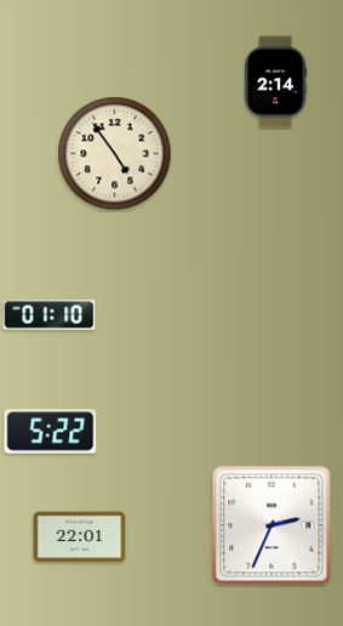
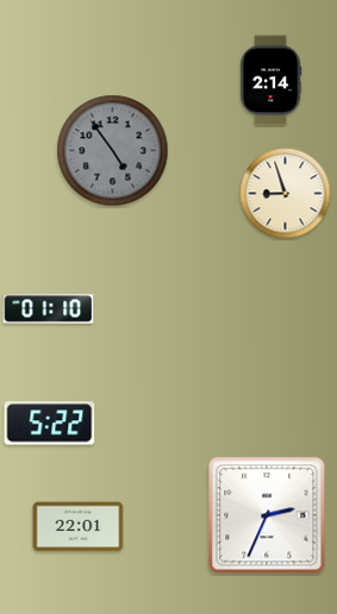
clock at (115, 154) dial: cream -> grey
clock at (286, 194): none -> 8:57
